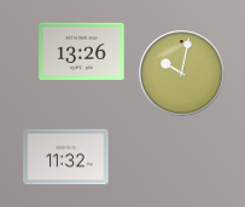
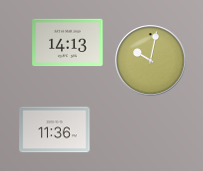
clock at (82, 52): 13:26 -> 14:13
clock at (66, 157): 11:32 -> 11:36
